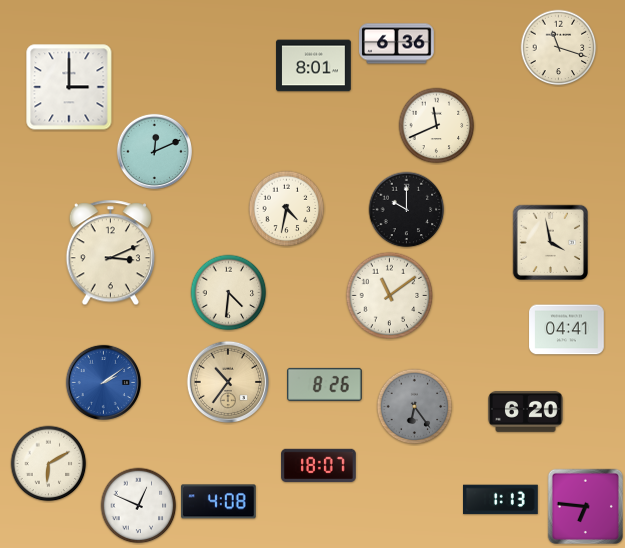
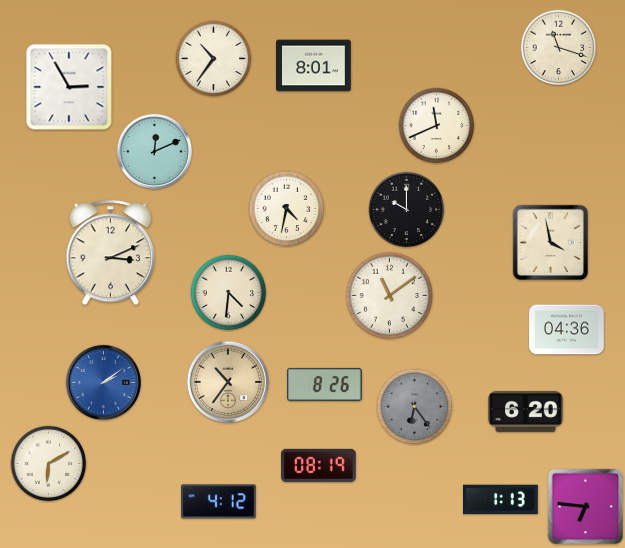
clock at (397, 44): 6:36 -> none
clock at (214, 59): none -> 10:36
clock at (69, 87): 3:00 -> 2:55
clock at (567, 330): 04:41 -> 04:36
clock at (319, 465): 18:07 -> 08:19
clock at (219, 502): 4:08 -> 4:12
clock at (139, 506): 12:49 -> none
